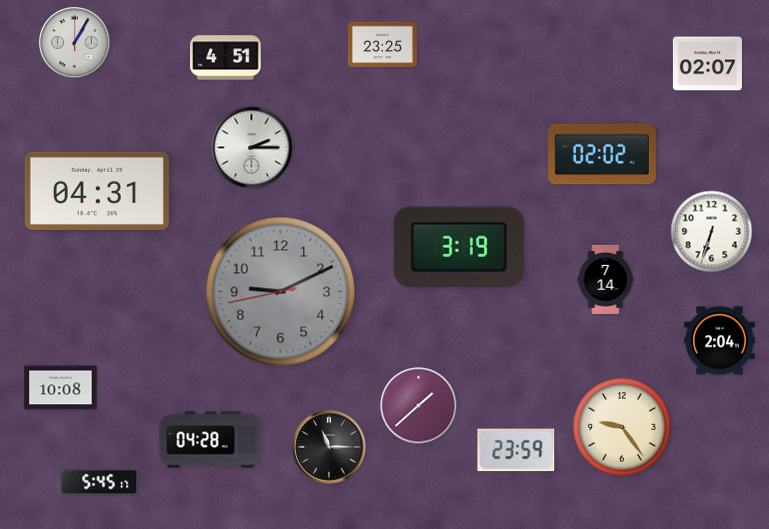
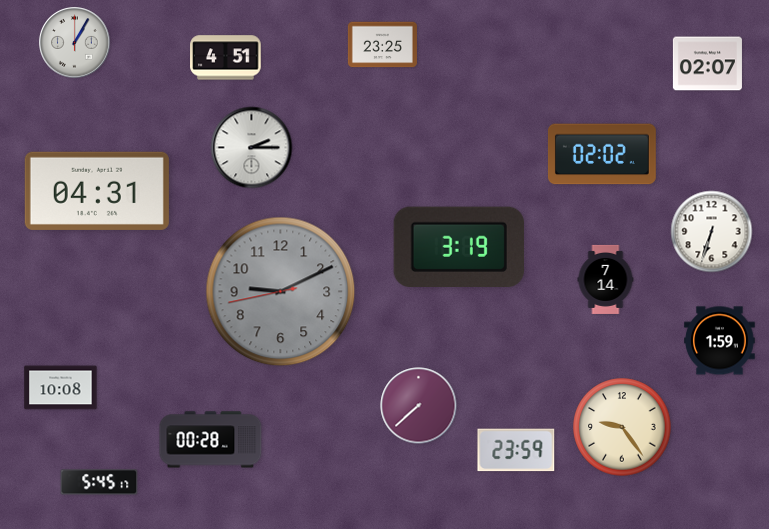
clock at (720, 341): 2:04 -> 1:59
clock at (419, 406): 1:38 -> 7:38
clock at (211, 440): 04:28 -> 00:28
clock at (329, 447): 11:15 -> none
